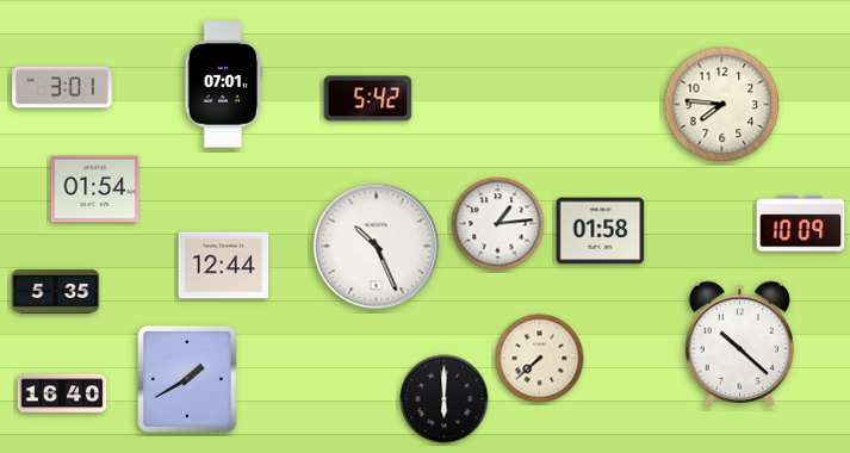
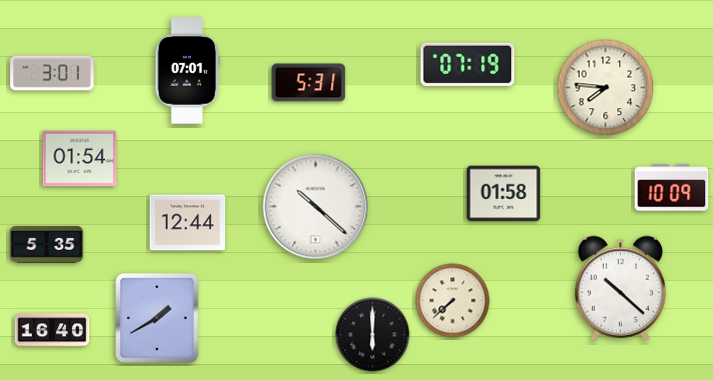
clock at (468, 64): none -> 07:19
clock at (368, 99): 5:42 -> 5:31
clock at (498, 224): 1:14 -> none
clock at (377, 247): 10:26 -> 10:22
